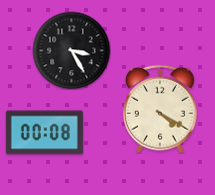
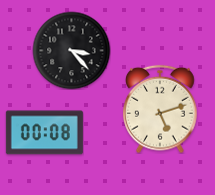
clock at (71, 50): 3:25 -> 3:23
clock at (160, 109): 4:20 -> 5:12
